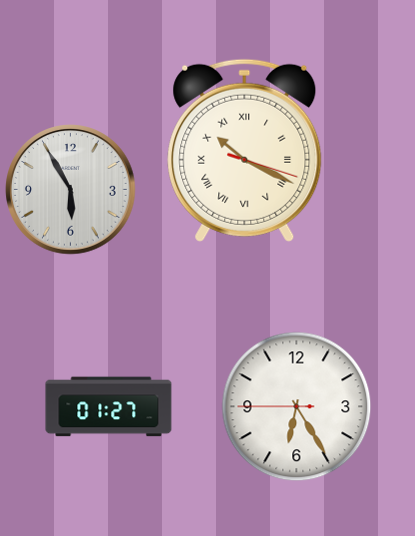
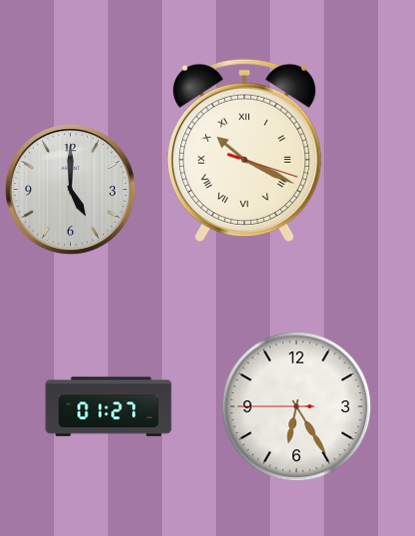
clock at (71, 190): 5:55 -> 5:00
